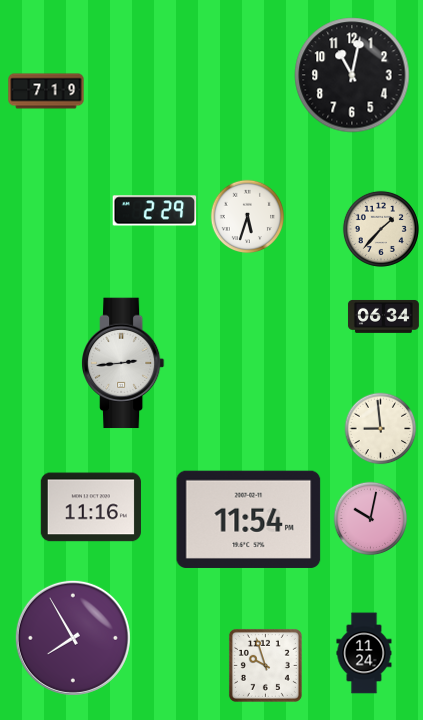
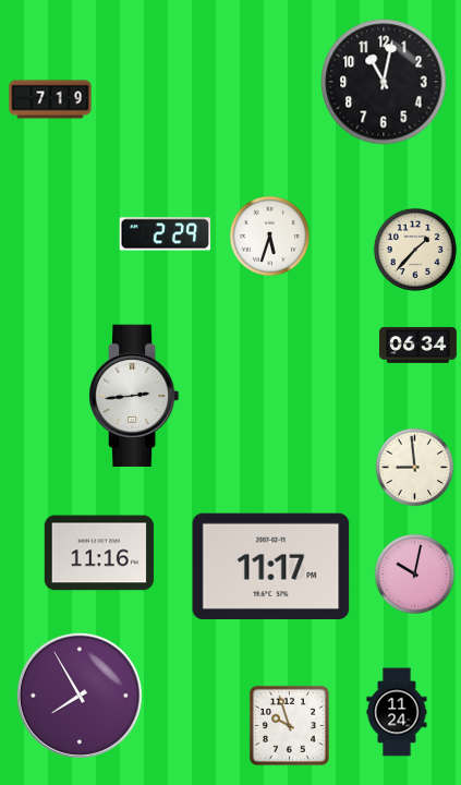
clock at (155, 211) position: (155, 211) -> (166, 234)
clock at (249, 519): 11:54 -> 11:17
clock at (371, 519) position: (371, 519) -> (415, 575)
